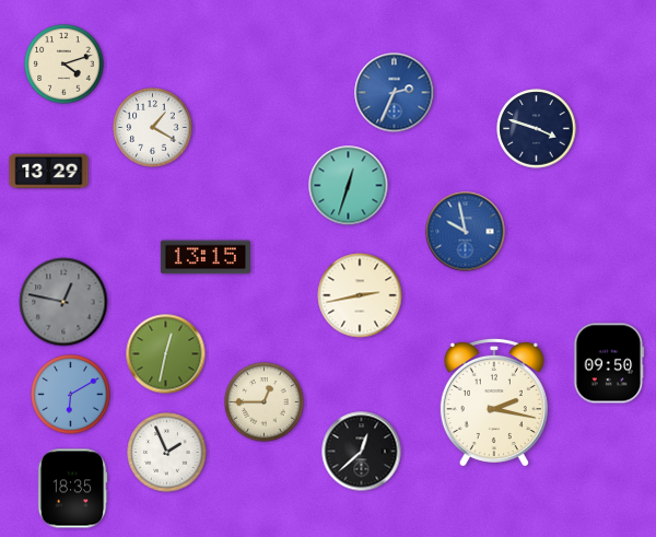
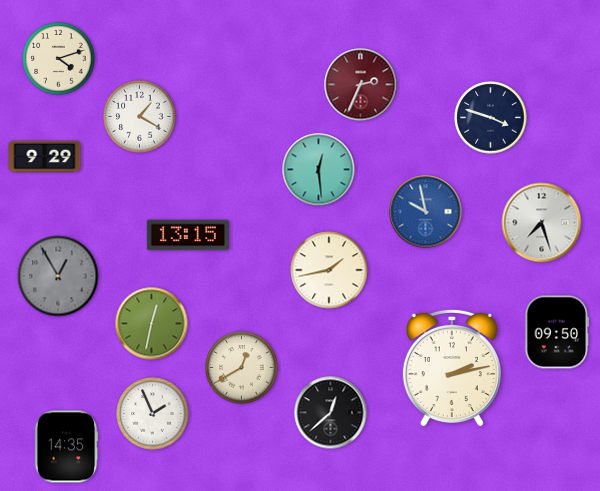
clock at (395, 93) dial: blue -> burgundy
clock at (49, 172): 13:29 -> 9:29
clock at (349, 186): 12:33 -> 12:29
clock at (542, 223): none -> 7:27
clock at (360, 295): 2:43 -> 1:43
clock at (63, 302): 12:47 -> 12:55
clock at (71, 395): 6:10 -> none
clock at (494, 401): 2:17 -> 2:13
clock at (265, 402): 12:45 -> 12:40
clock at (72, 489): 18:35 -> 14:35
